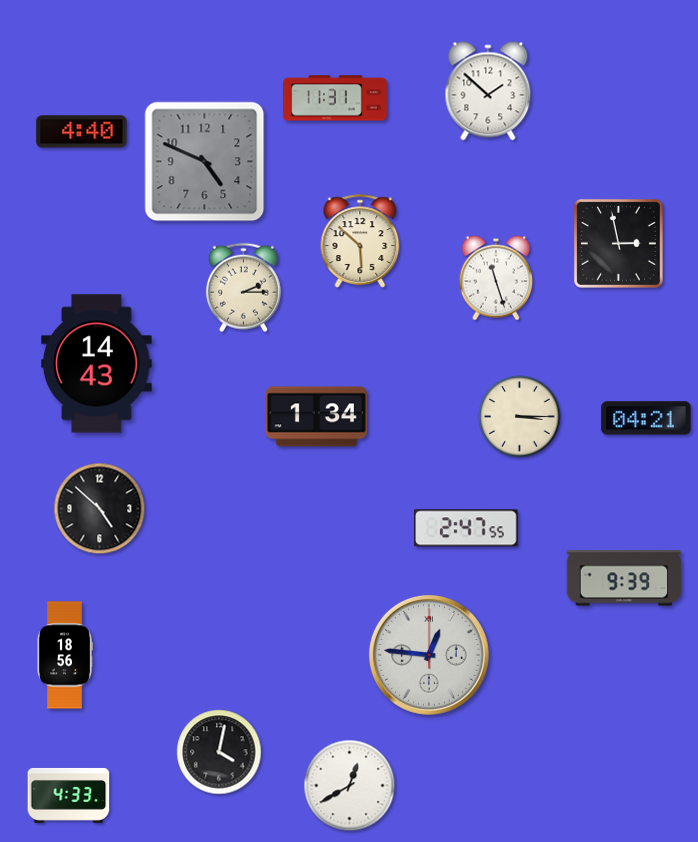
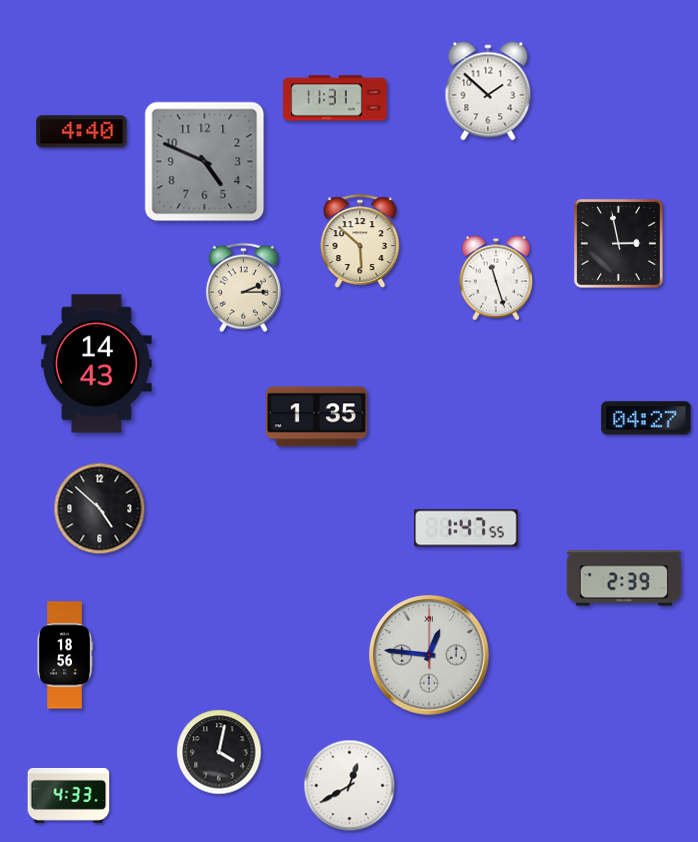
clock at (316, 417): 1:34 -> 1:35
clock at (520, 417): 3:15 -> none
clock at (646, 418): 04:21 -> 04:27
clock at (467, 528): 2:47 -> 1:47
clock at (624, 578): 9:39 -> 2:39
